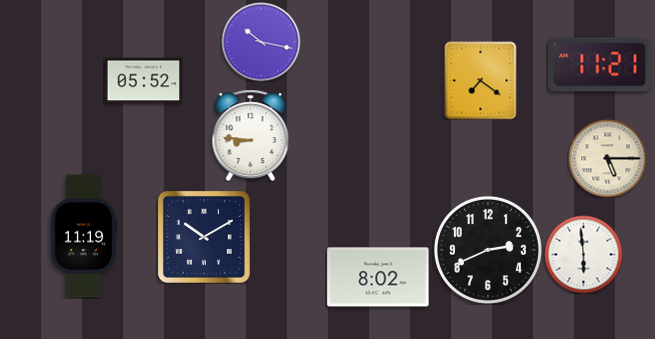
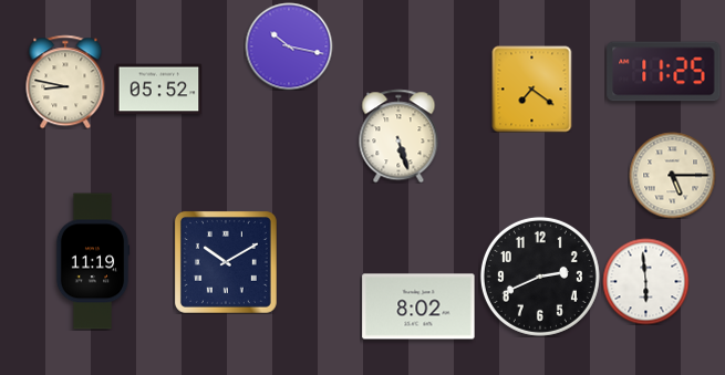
clock at (600, 65): 11:21 -> 11:25
clock at (65, 82): none -> 8:47
clock at (398, 136): none -> 5:27
clock at (251, 135): 8:46 -> none
